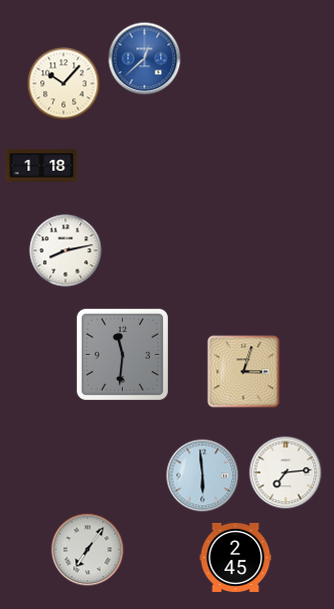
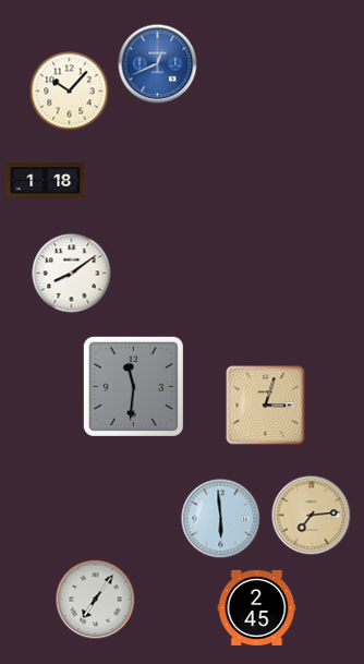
clock at (145, 59): 12:38 -> 12:41
clock at (66, 251): 8:13 -> 8:09
clock at (286, 473) dial: white -> champagne
